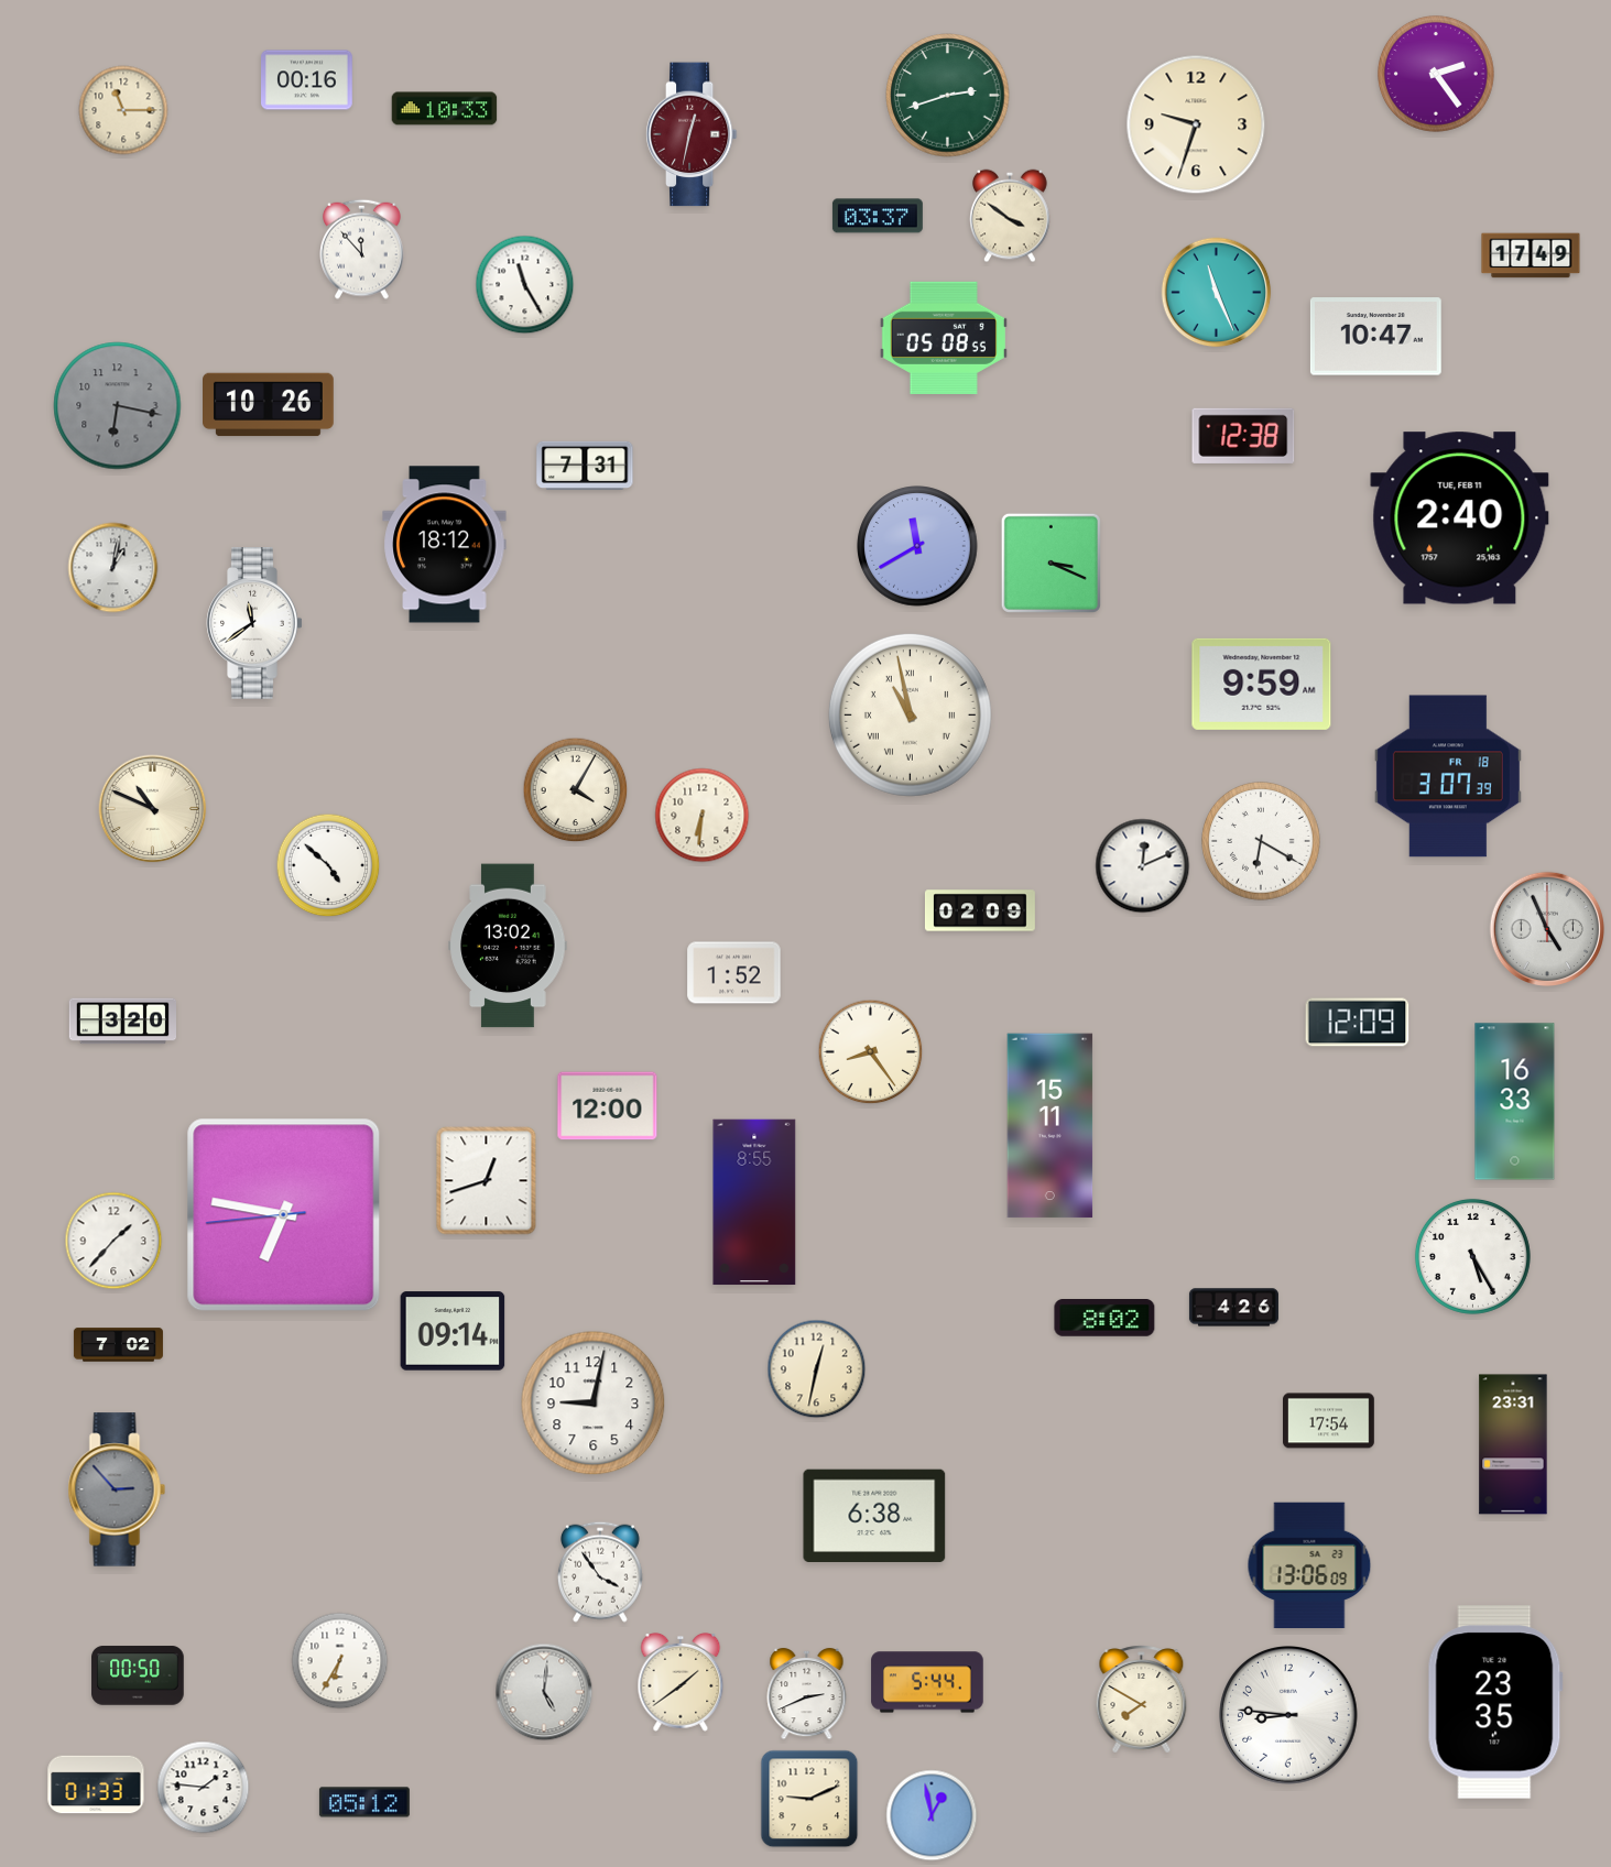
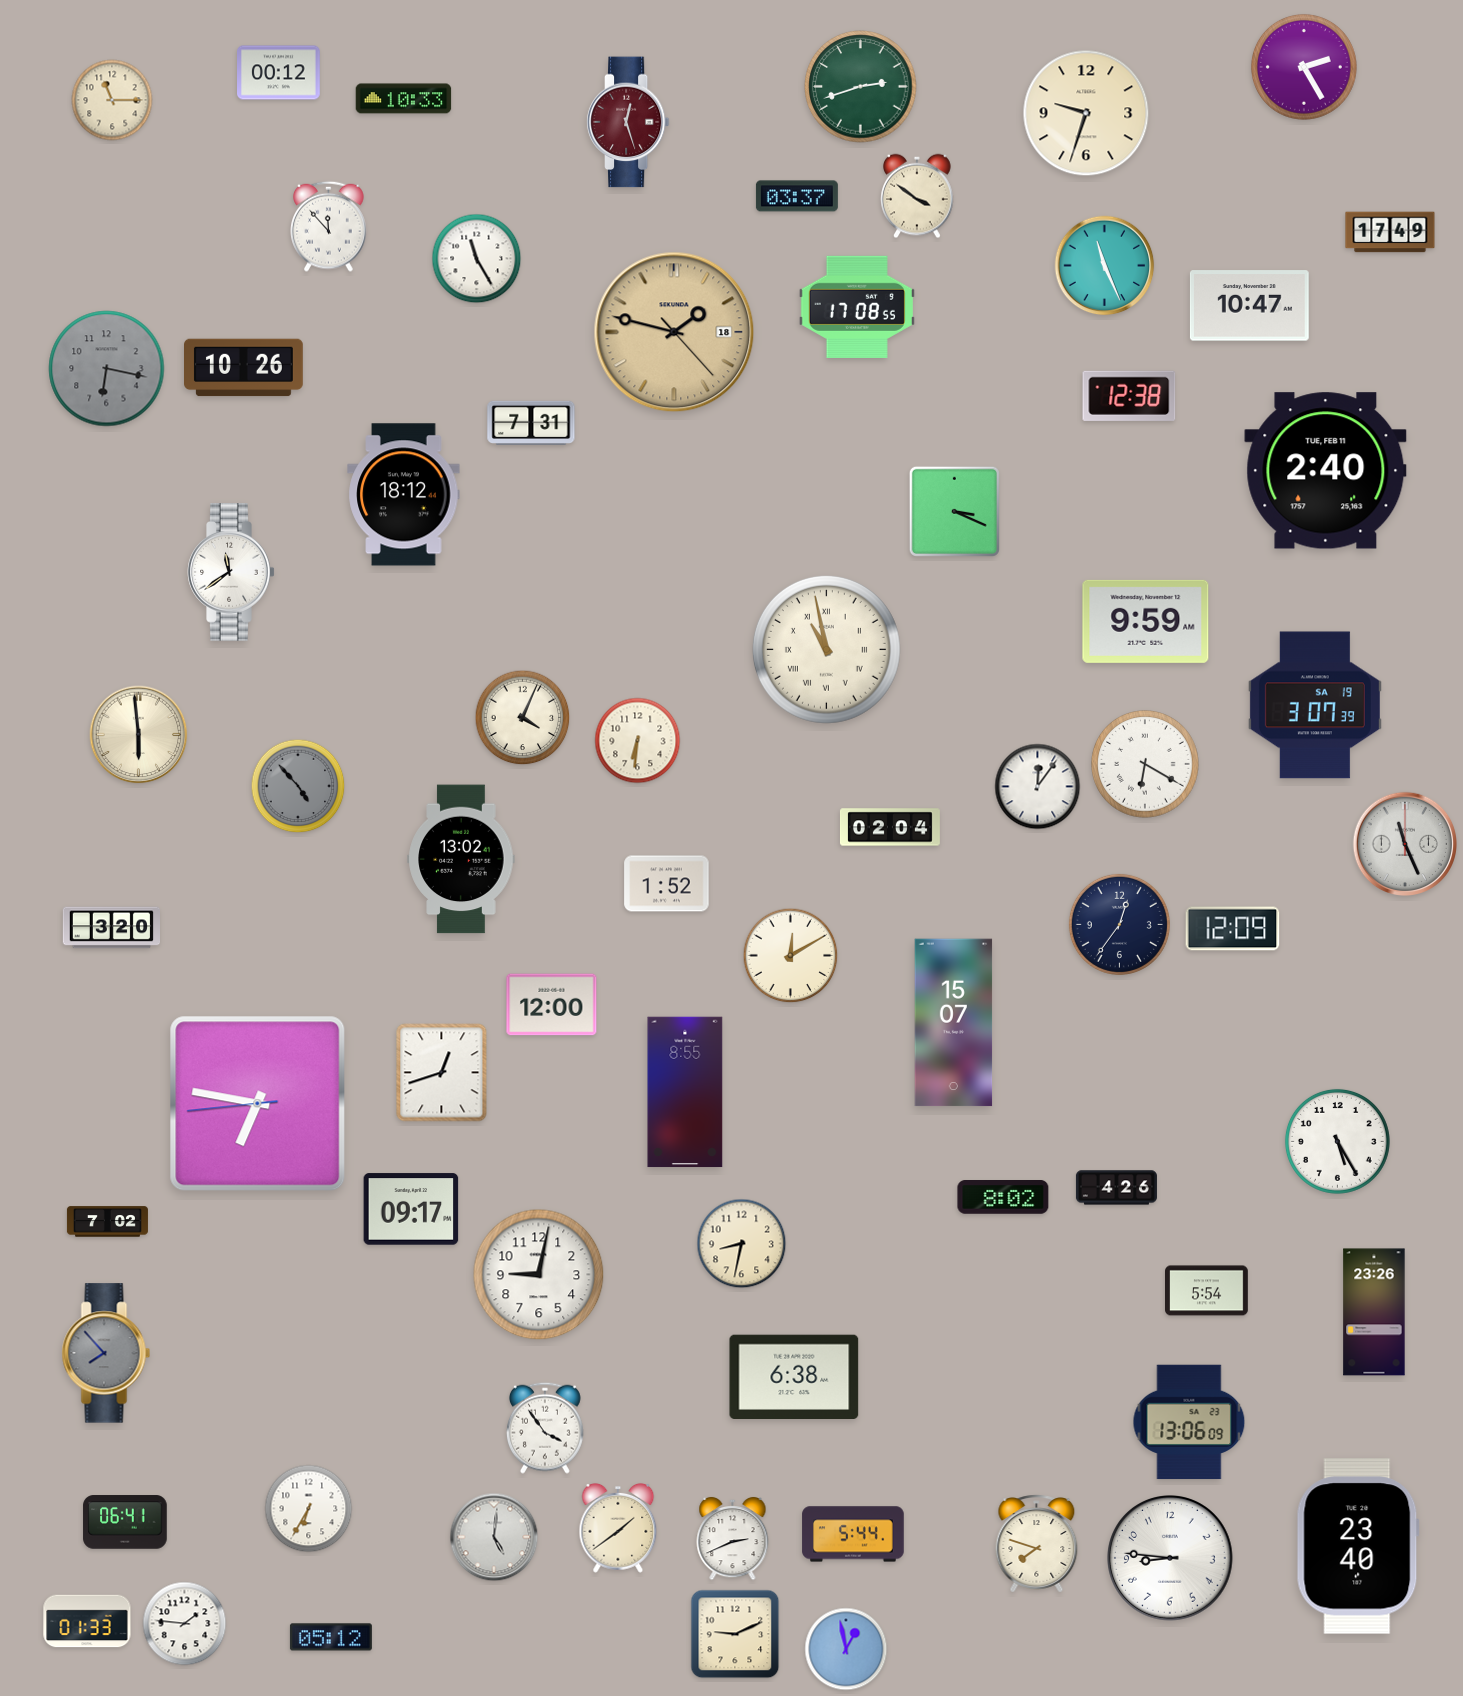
clock at (1436, 74): 2:24 -> 2:25
clock at (307, 80): 00:16 -> 00:12
clock at (692, 134): 12:32 -> 12:27
clock at (944, 338): 05:08 -> 17:08
clock at (674, 332): none -> 1:47
clock at (917, 546): 11:40 -> none
clock at (113, 568): 1:02 -> none
clock at (254, 623) position: (254, 623) -> (231, 572)
clock at (1448, 776) date: FR 18 -> SA 19
clock at (576, 790): 4:05 -> 4:04
clock at (153, 809): 10:49 -> 5:59
clock at (328, 865): 4:52 -> 4:53
clock at (328, 865) dial: white -> grey
clock at (1143, 866): 12:11 -> 12:06
clock at (980, 910): 02:09 -> 02:04
clock at (1547, 929): 4:56 -> 11:26
clock at (1119, 924): none -> 12:36
clock at (871, 1052): 8:24 -> 12:10
clock at (1515, 1102): 16:33 -> none
clock at (1051, 1126): 15:11 -> 15:07
clock at (113, 1241): 1:37 -> none
clock at (1233, 1308) position: (1233, 1308) -> (1116, 1188)
clock at (453, 1331): 09:14 -> 09:17
clock at (817, 1369): 12:32 -> 8:32
clock at (1329, 1421): 17:54 -> 5:54
clock at (1513, 1444): 23:31 -> 23:26
clock at (117, 1489): 2:53 -> 7:53
clock at (138, 1675): 00:50 -> 06:41
clock at (927, 1682) position: (927, 1682) -> (853, 1534)
clock at (1142, 1700): 7:50 -> 7:48
clock at (1495, 1702): 23:35 -> 23:40
